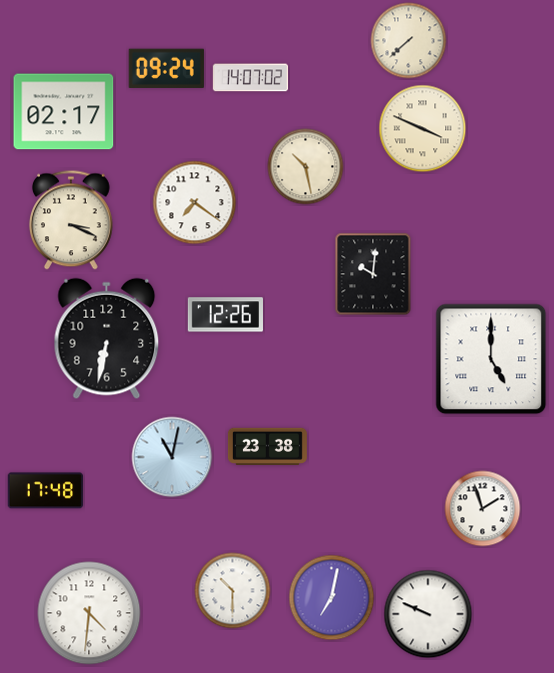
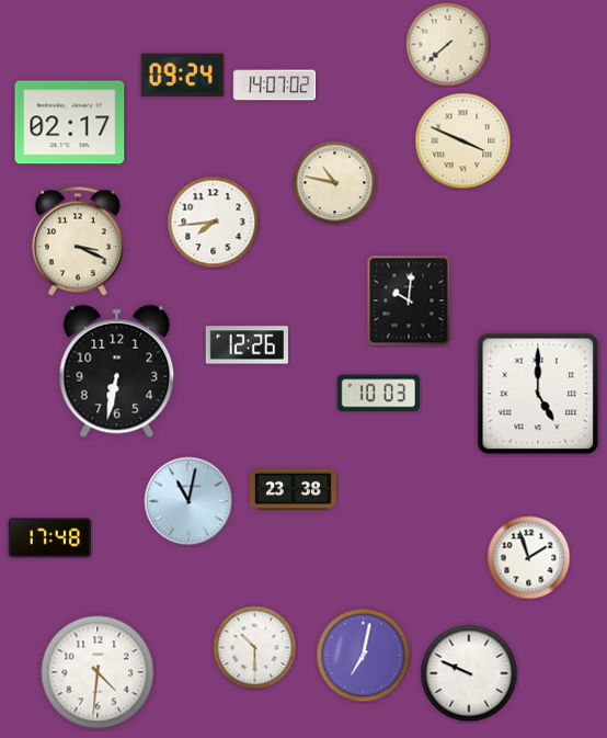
clock at (306, 167): 10:28 -> 10:47
clock at (195, 203): 7:21 -> 7:44
clock at (378, 394): none -> 10:03
